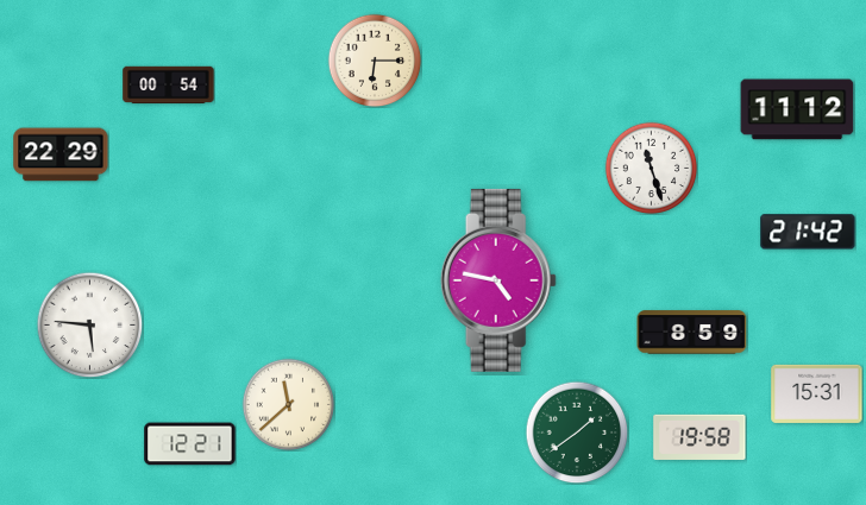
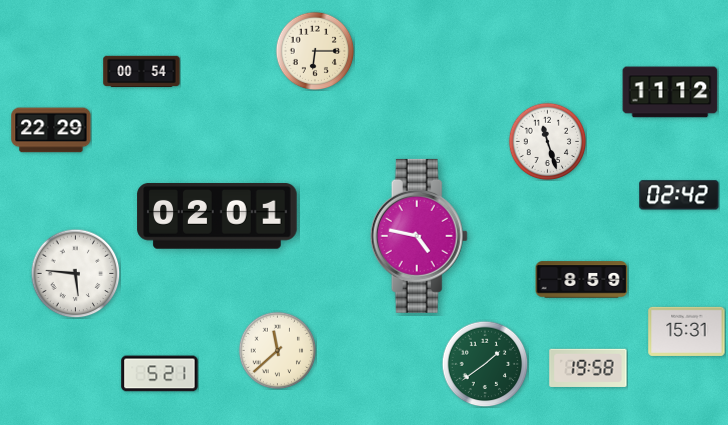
clock at (808, 232): 21:42 -> 02:42
clock at (217, 217): none -> 02:01
clock at (288, 404) position: (288, 404) -> (277, 350)
clock at (190, 444): 12:21 -> 5:21
